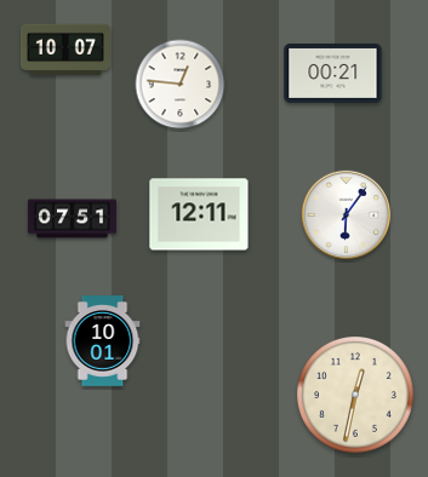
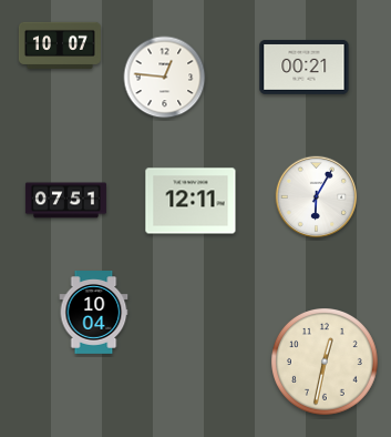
clock at (199, 214) position: (199, 214) -> (191, 201)
clock at (347, 215): 6:06 -> 6:05
clock at (103, 341): 10:01 -> 10:04
